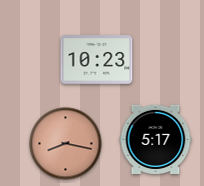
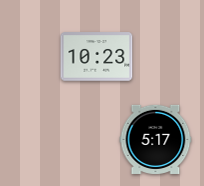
clock at (97, 60) position: (97, 60) -> (97, 57)
clock at (66, 144): 8:17 -> none
